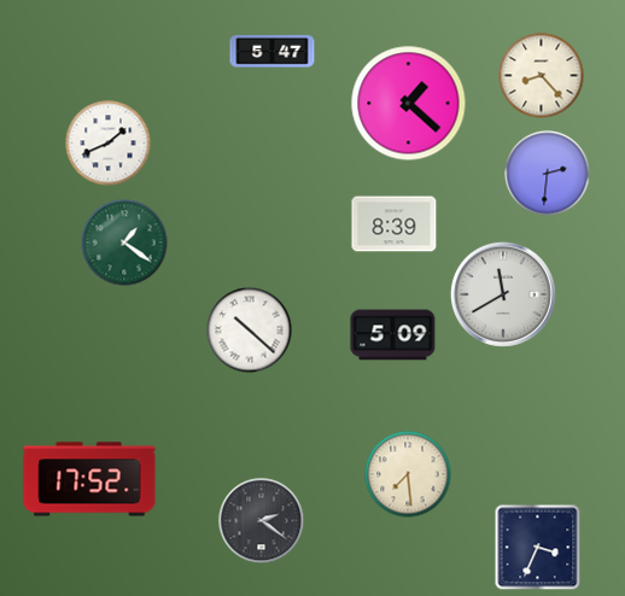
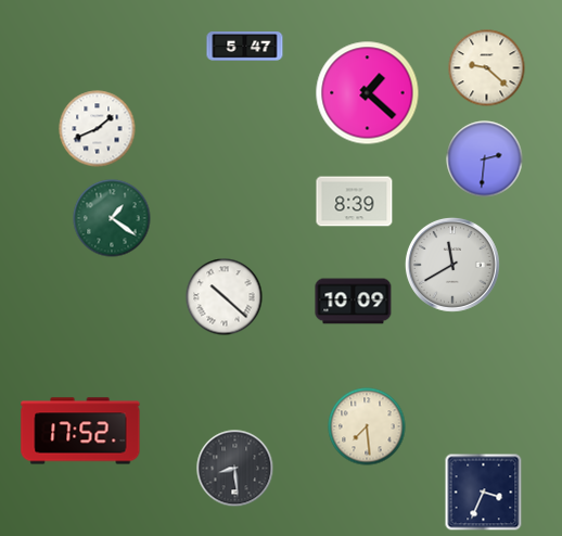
clock at (542, 76): 8:23 -> 9:22
clock at (548, 174) position: (548, 174) -> (485, 159)
clock at (393, 335): 5:09 -> 10:09
clock at (262, 521): 2:21 -> 8:29
